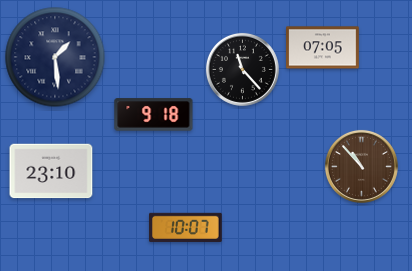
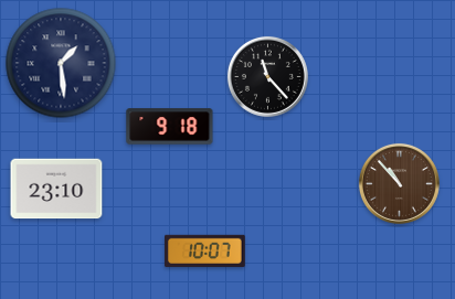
clock at (323, 48): 07:05 -> none
